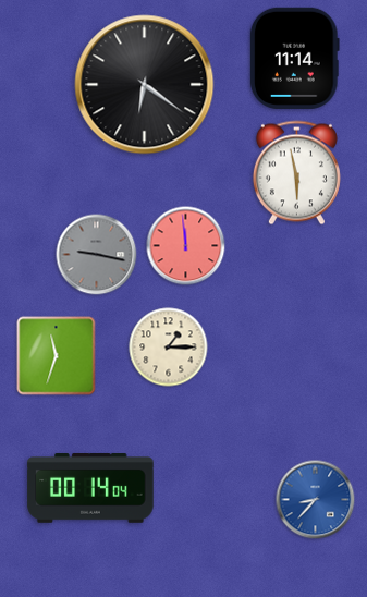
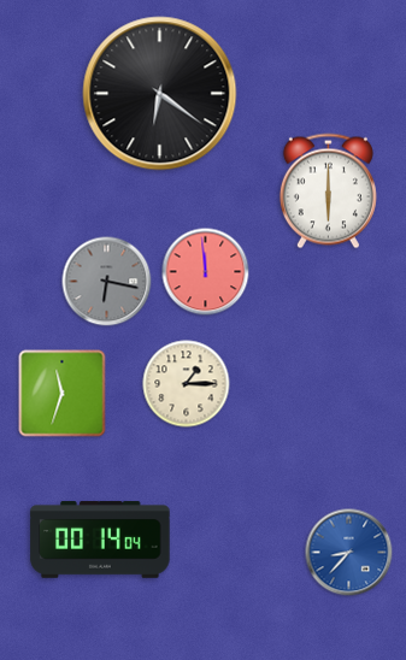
clock at (294, 58): 11:14 -> none
clock at (296, 173): 5:58 -> 6:00
clock at (97, 255): 9:17 -> 6:17
